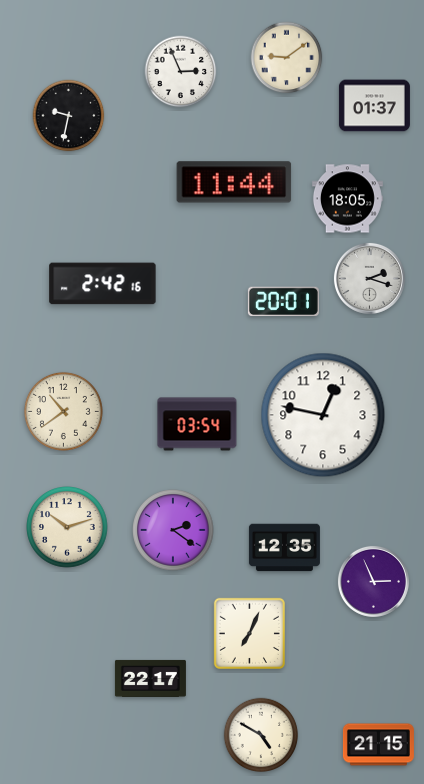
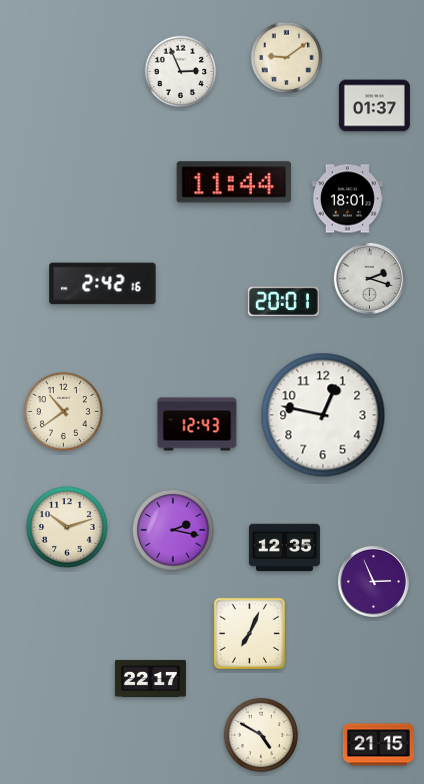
clock at (69, 116): 9:32 -> none
clock at (347, 199): 18:05 -> 18:01
clock at (197, 424): 03:54 -> 12:43
clock at (173, 530): 2:21 -> 2:17
